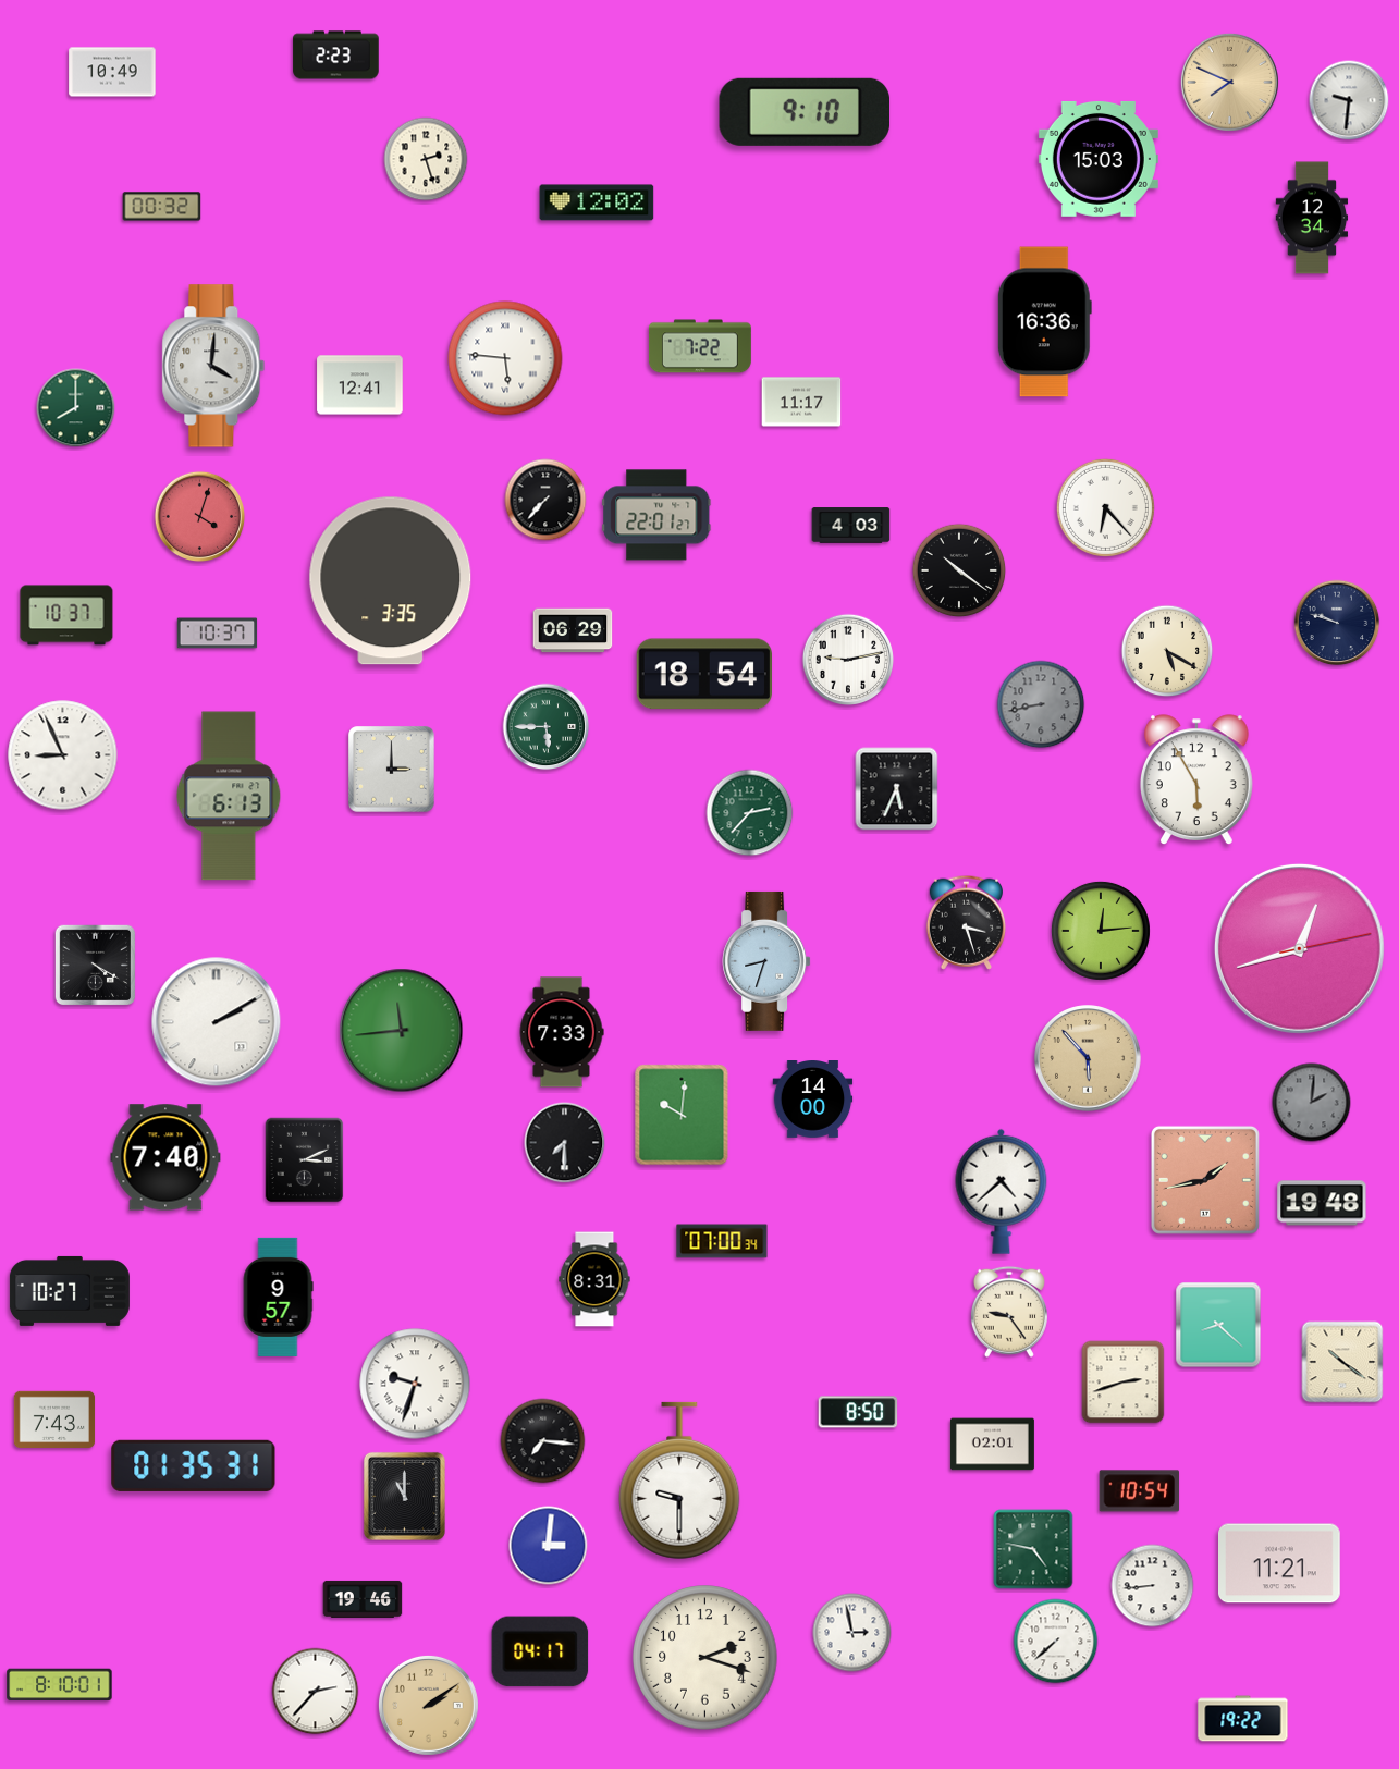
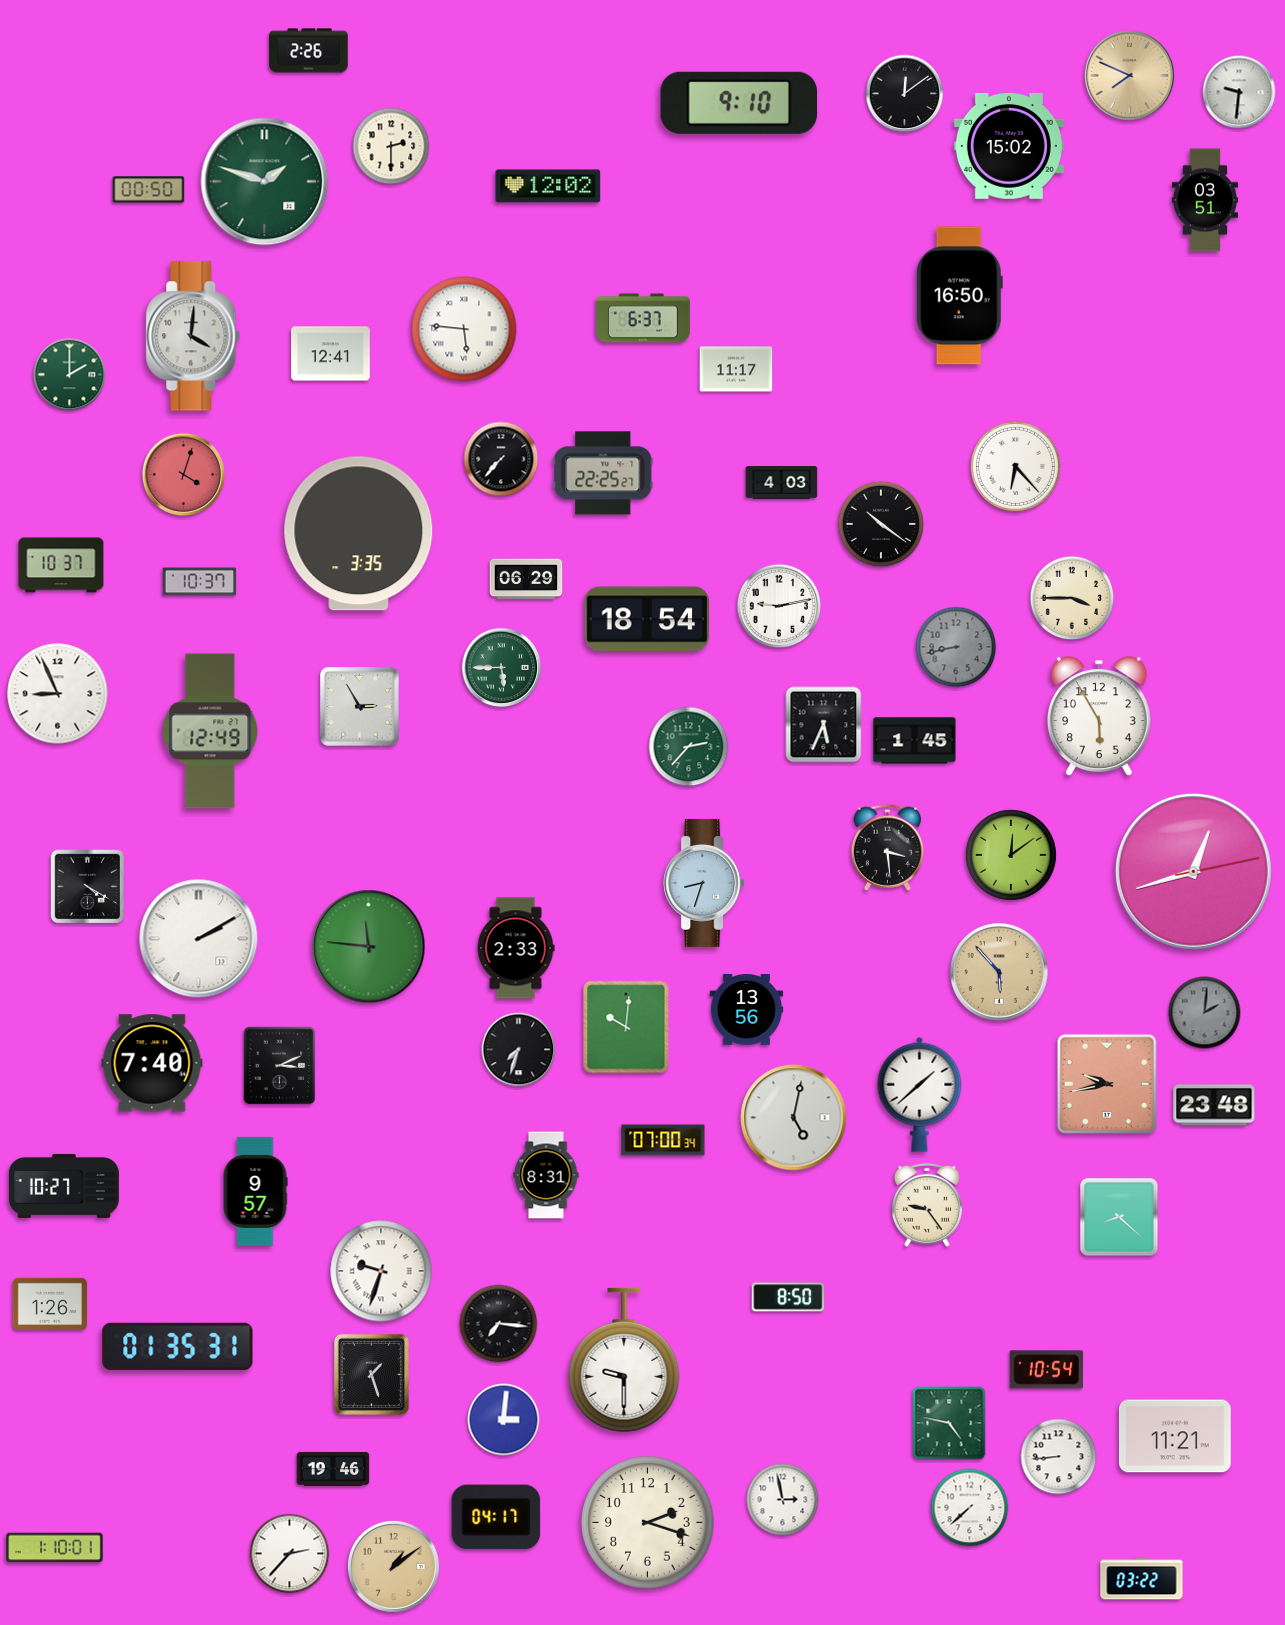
clock at (336, 56): 2:23 -> 2:26
clock at (112, 72): 10:49 -> none
clock at (905, 94): none -> 12:09
clock at (426, 159): 2:27 -> 2:30
clock at (1099, 159): 15:03 -> 15:02
clock at (265, 182): none -> 1:48
clock at (162, 207): 00:32 -> 00:50
clock at (1312, 218): 12:34 -> 03:51
clock at (1044, 322): 16:36 -> 16:50
clock at (700, 346): 7:22 -> 6:37
clock at (213, 366) position: (213, 366) -> (193, 336)
clock at (76, 408): 8:00 -> 2:00
clock at (656, 515): 22:01 -> 22:25
clock at (1337, 623): 9:48 -> none
clock at (1167, 651): 5:20 -> 3:45
clock at (392, 770): 3:00 -> 2:55
clock at (229, 796): 6:13 -> 12:49
clock at (915, 741): none -> 1:45
clock at (966, 922): 3:27 -> 3:29
clock at (1101, 931): 12:14 -> 12:09
clock at (402, 1031): 11:44 -> 11:46
clock at (562, 1032): 7:33 -> 2:33
clock at (813, 1100): 14:00 -> 13:56
clock at (682, 1115) position: (682, 1115) -> (626, 1027)
clock at (565, 1143): 7:30 -> 7:33
clock at (1205, 1180): 1:43 -> 9:43
clock at (1002, 1191): 4:38 -> 1:38
clock at (1322, 1203): 19:48 -> 23:48
clock at (794, 1118): none -> 5:02
clock at (1342, 1362): 10:21 -> none
clock at (1124, 1383): 2:42 -> none
clock at (54, 1420): 7:43 -> 1:26
clock at (992, 1445): 02:01 -> none
clock at (404, 1496): 11:00 -> 1:27
clock at (60, 1685): 8:10 -> 1:10
clock at (428, 1705): 2:09 -> 1:09
clock at (1243, 1719): 19:22 -> 03:22
